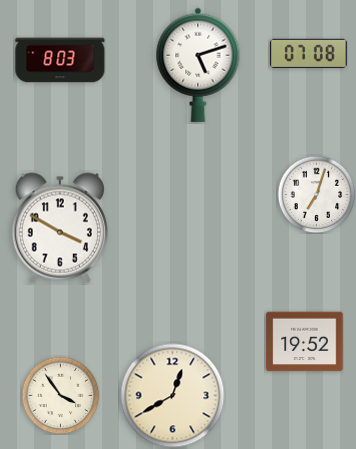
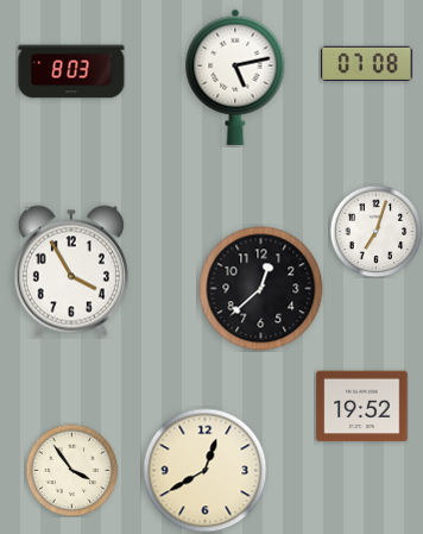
clock at (198, 65): 5:12 -> 5:13
clock at (60, 228): 3:50 -> 3:55
clock at (261, 289): none -> 12:38
